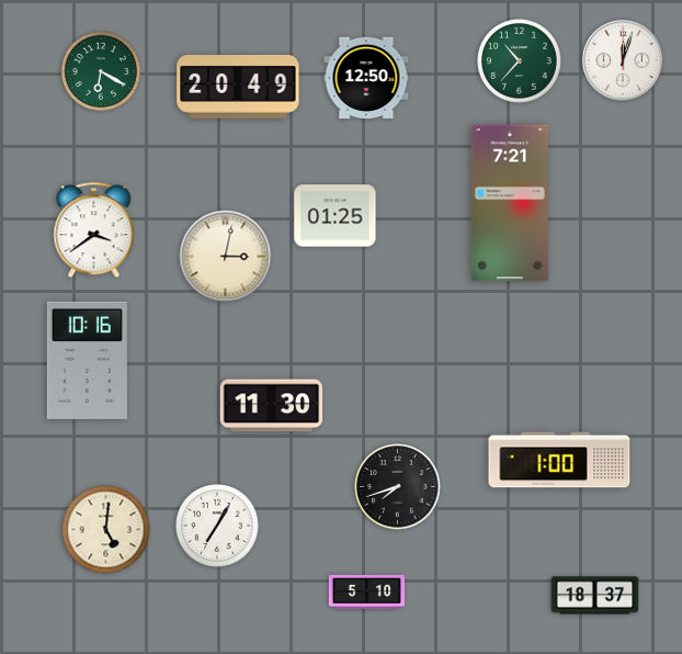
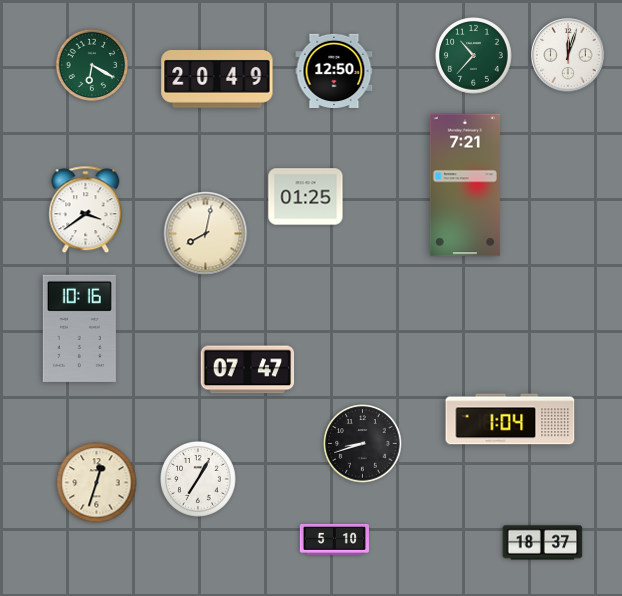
clock at (226, 257): 3:02 -> 8:02
clock at (272, 406): 11:30 -> 07:47
clock at (559, 460): 1:00 -> 1:04
clock at (398, 487): 7:42 -> 8:42
clock at (106, 530): 5:01 -> 12:33
